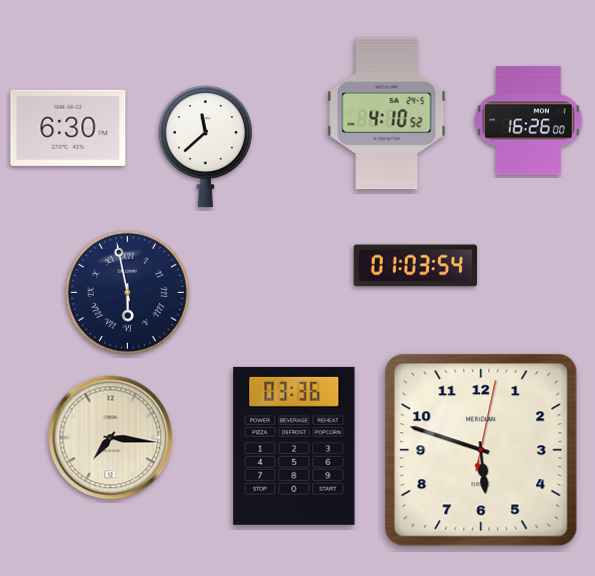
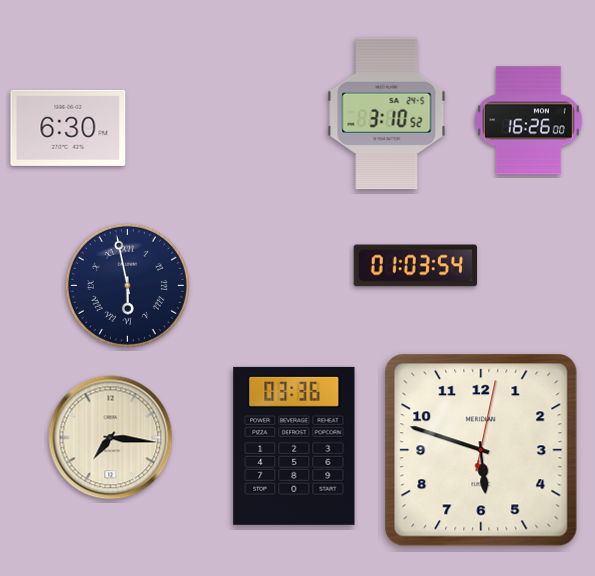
clock at (387, 114): 4:10 -> 3:10
clock at (205, 147): 11:38 -> none
clock at (127, 292) position: (127, 292) -> (127, 285)
